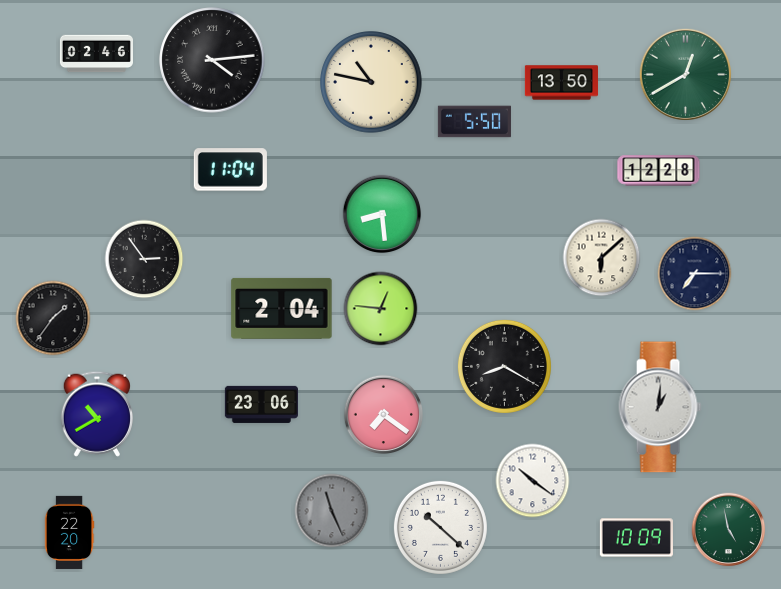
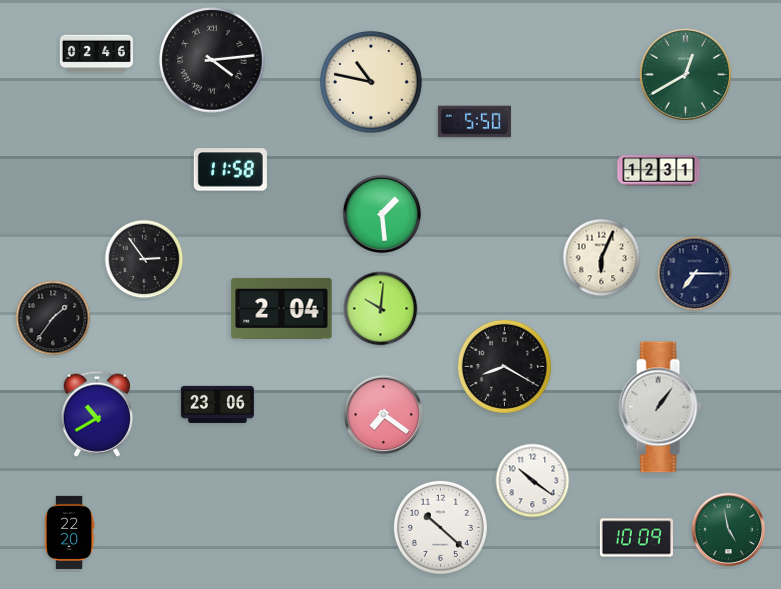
clock at (561, 83): 13:50 -> none
clock at (230, 170): 11:04 -> 11:58
clock at (659, 171): 12:28 -> 12:31
clock at (382, 214): 8:29 -> 1:29
clock at (602, 258): 6:08 -> 6:04
clock at (381, 309): 12:46 -> 10:01
clock at (261, 404) position: (261, 404) -> (217, 404)
clock at (660, 407): 1:01 -> 1:06
clock at (332, 511): 11:26 -> none
